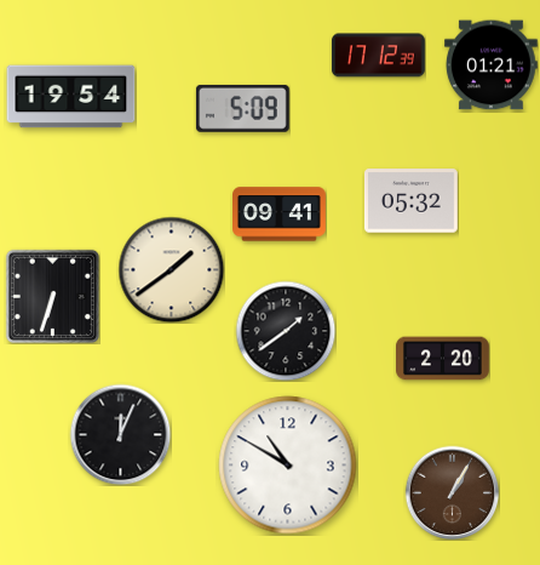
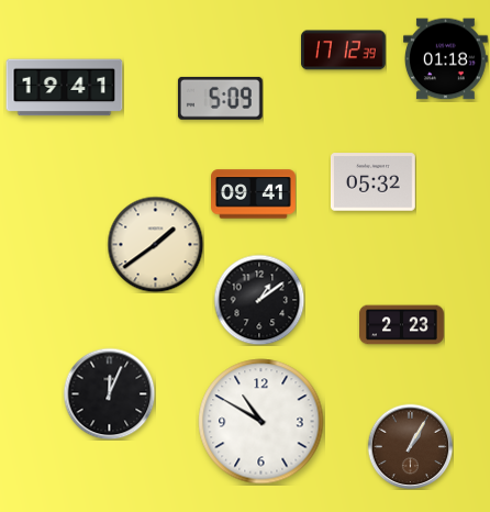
clock at (490, 65): 01:21 -> 01:18
clock at (71, 97): 19:54 -> 19:41
clock at (52, 296): 6:33 -> none
clock at (286, 331): 1:39 -> 1:09
clock at (443, 359): 2:20 -> 2:23
